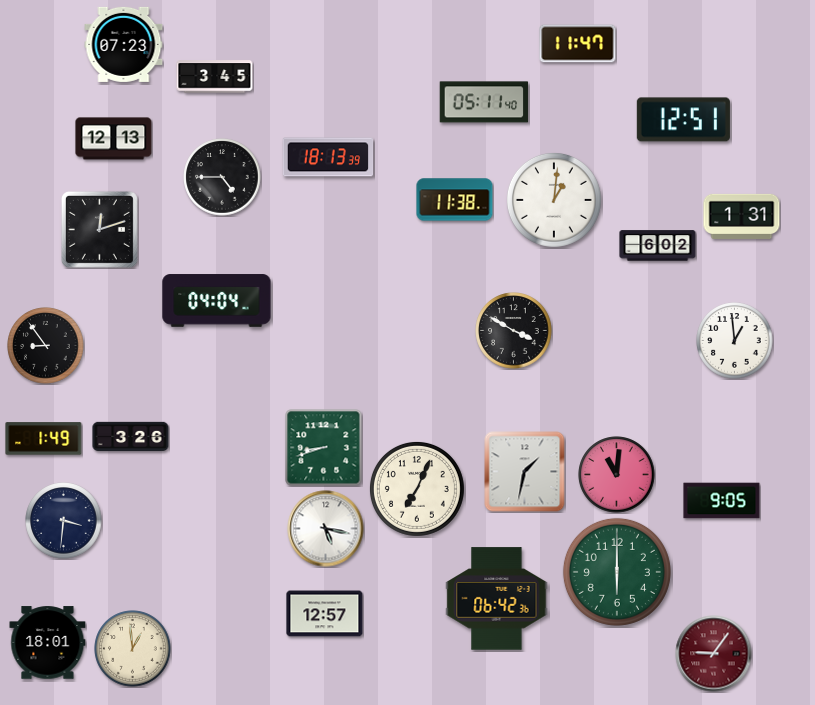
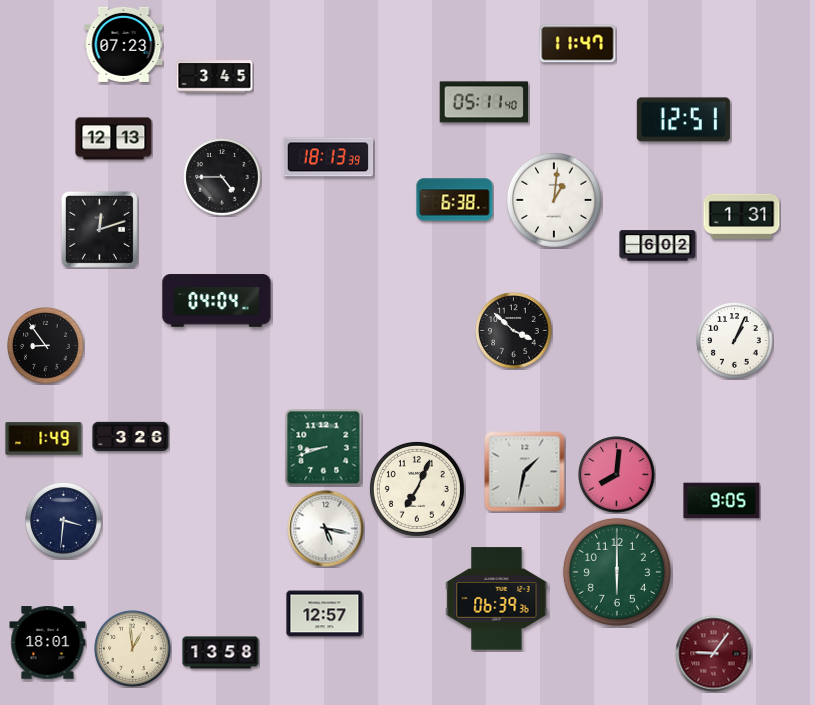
clock at (455, 200): 11:38 -> 6:38
clock at (514, 331): 3:50 -> 3:52
clock at (735, 341): 12:59 -> 1:04
clock at (617, 475): 11:01 -> 8:01
clock at (497, 599): 06:42 -> 06:39
clock at (221, 653): none -> 13:58
